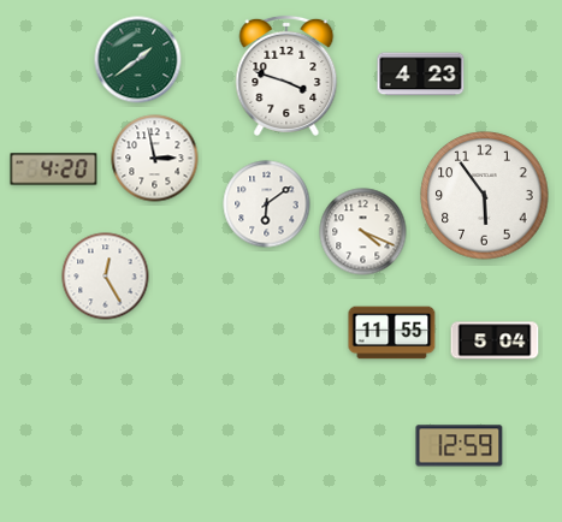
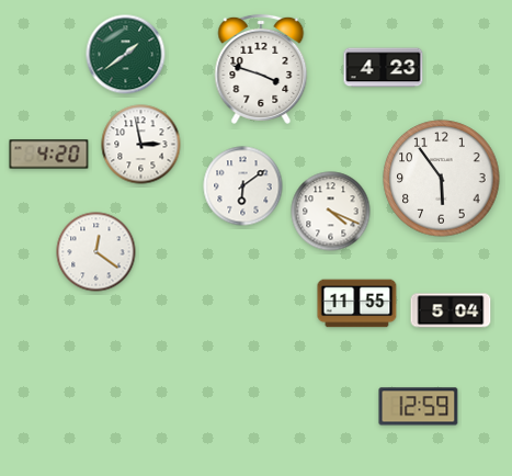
clock at (106, 277): 12:25 -> 12:21
